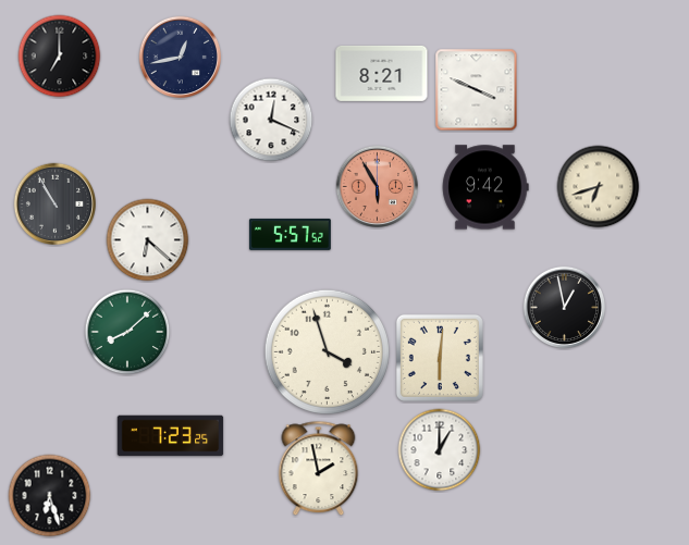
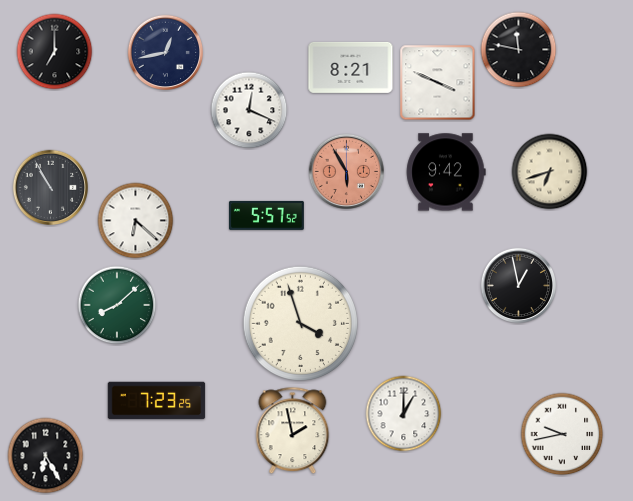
clock at (519, 50): none -> 11:47
clock at (565, 308) position: (565, 308) -> (519, 286)
clock at (440, 358): 6:01 -> none
clock at (562, 434): none -> 9:43
clock at (50, 496): 6:27 -> 6:25
